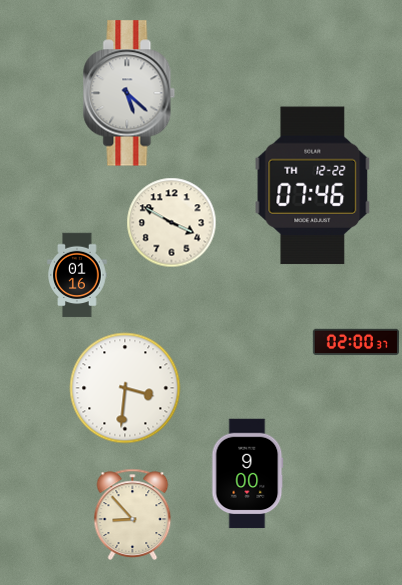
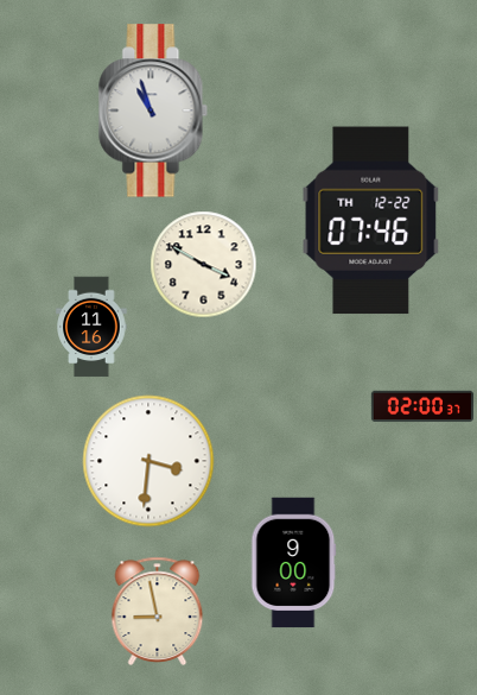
clock at (129, 93): 5:22 -> 10:57
clock at (77, 275): 01:16 -> 11:16
clock at (133, 514): 8:53 -> 8:58
